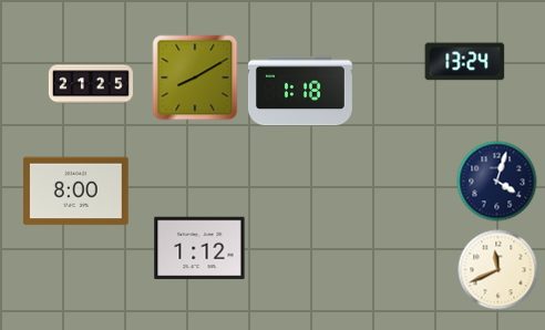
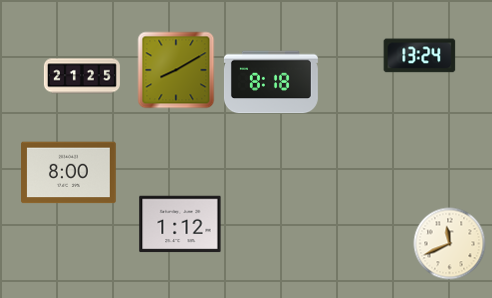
clock at (300, 91): 1:18 -> 8:18
clock at (497, 182): 4:03 -> none
